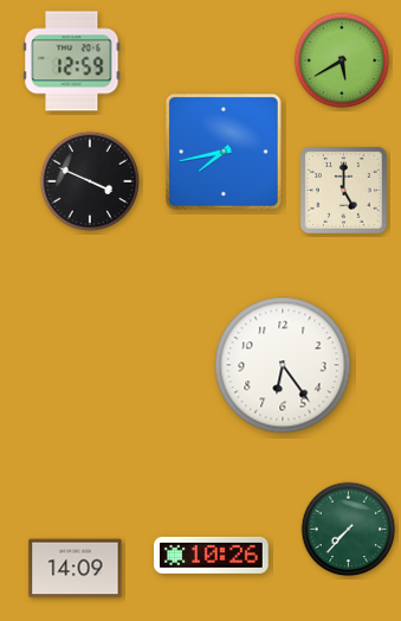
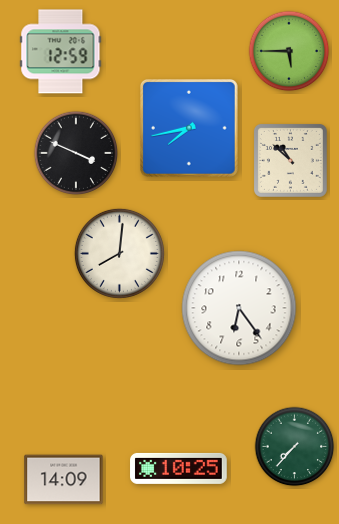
clock at (342, 60): 5:40 -> 5:45
clock at (343, 190): 5:00 -> 10:52
clock at (119, 253): none -> 8:01
clock at (212, 555): 10:26 -> 10:25
